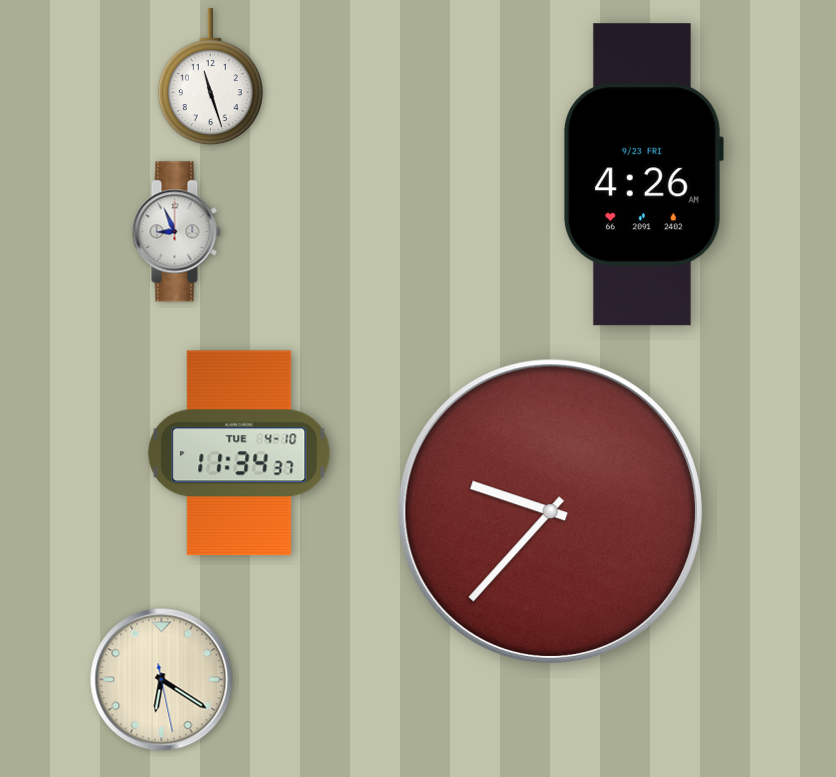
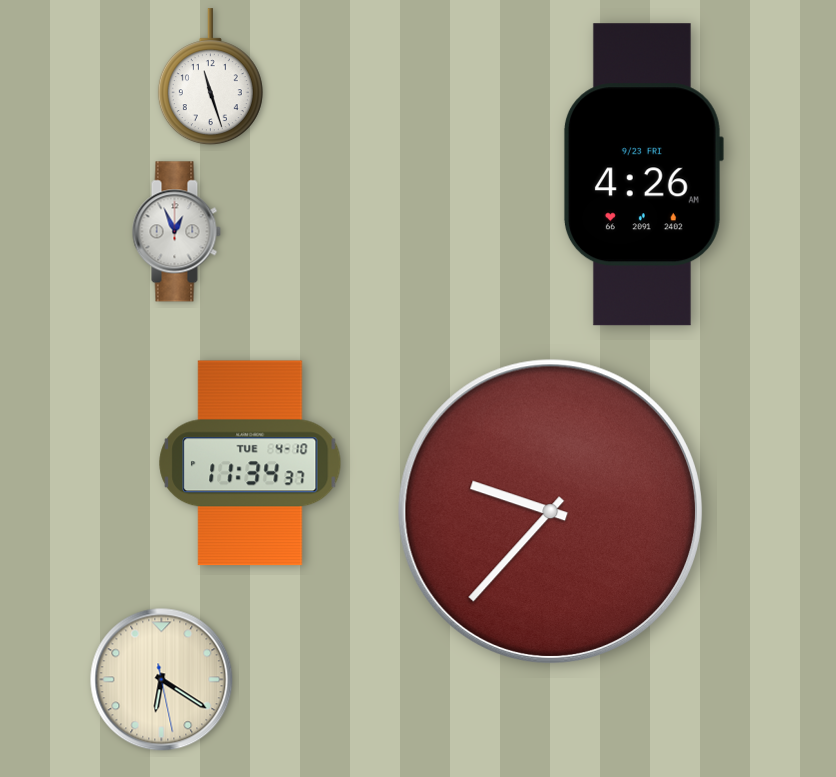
clock at (176, 232): 8:56 -> 12:56
clock at (239, 453) position: (239, 453) -> (250, 463)
